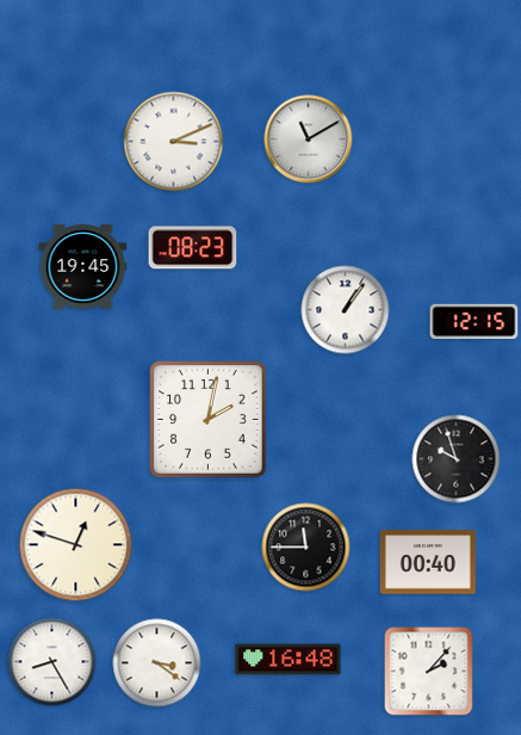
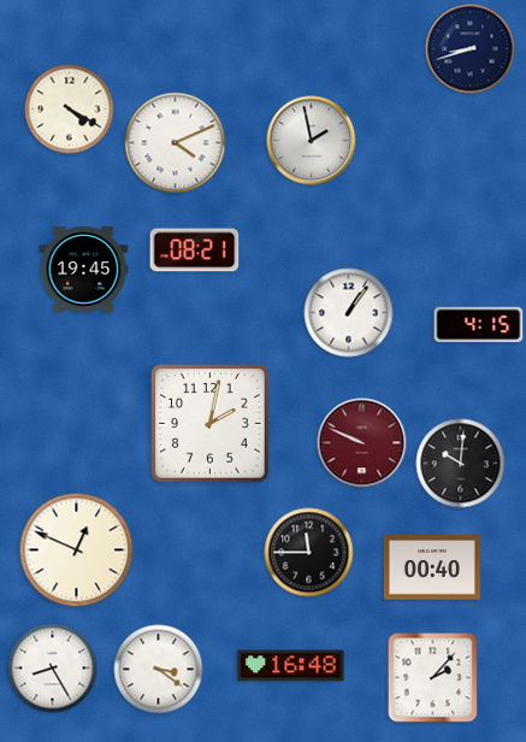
clock at (471, 49): none -> 8:42
clock at (70, 110): none -> 4:20
clock at (309, 140): 11:10 -> 1:58
clock at (174, 142): 3:11 -> 4:11
clock at (193, 248): 08:23 -> 08:21
clock at (475, 322): 12:15 -> 4:15
clock at (362, 443): none -> 9:49
clock at (457, 459): 9:57 -> 10:01
clock at (76, 545): 12:48 -> 12:49
